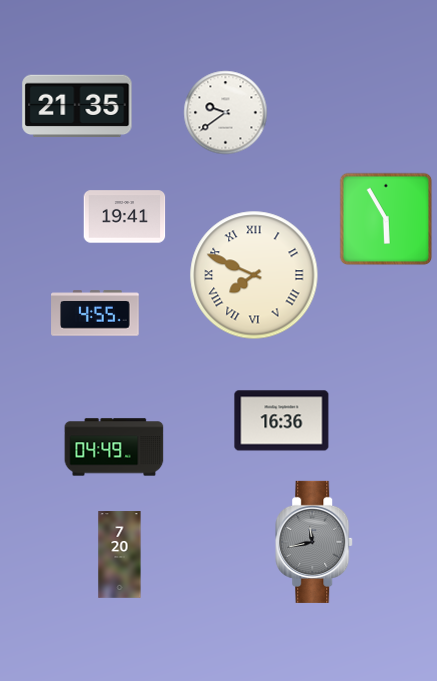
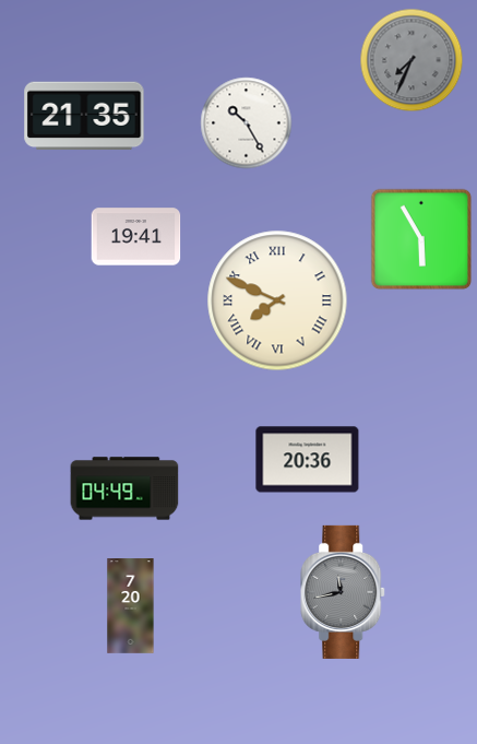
clock at (412, 60): none -> 7:34
clock at (226, 113): 9:39 -> 10:25
clock at (95, 313): 4:55 -> none
clock at (282, 421): 16:36 -> 20:36
